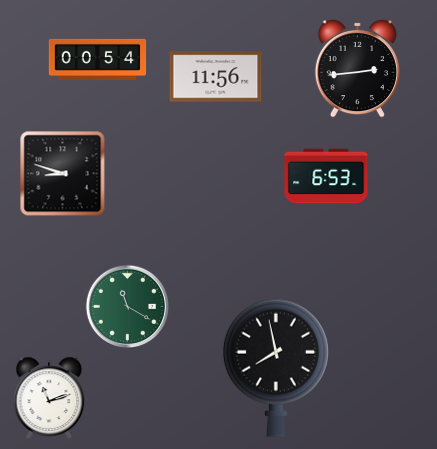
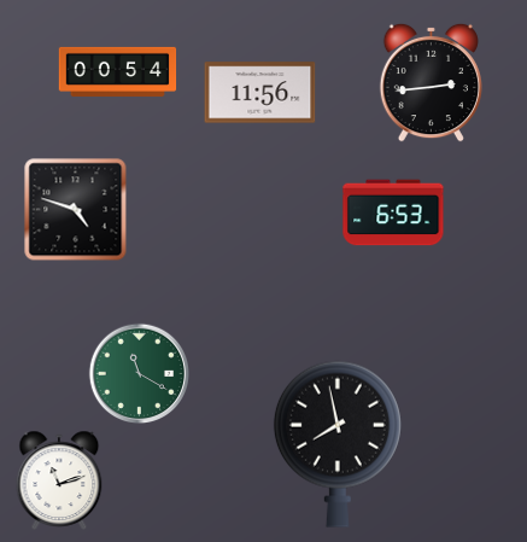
clock at (63, 174): 8:48 -> 4:48
clock at (128, 307) position: (128, 307) -> (140, 374)
clock at (276, 368) position: (276, 368) -> (338, 444)
